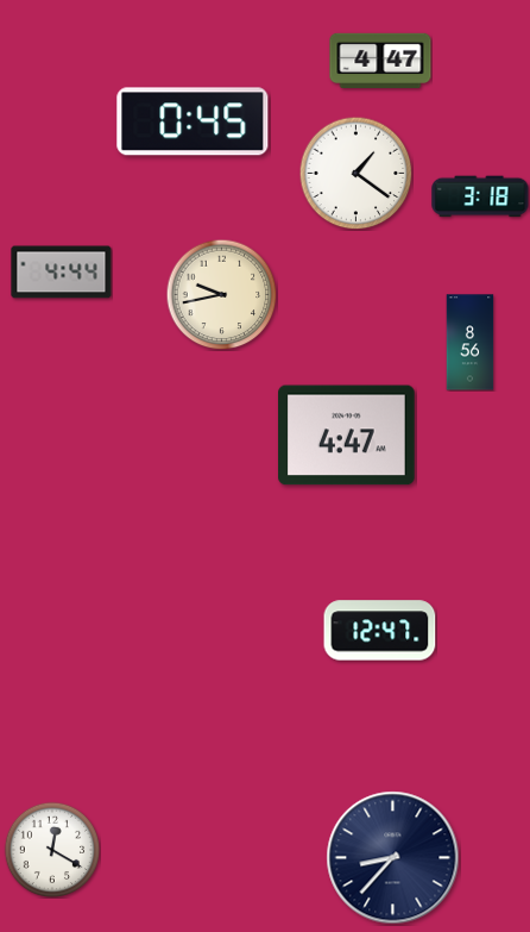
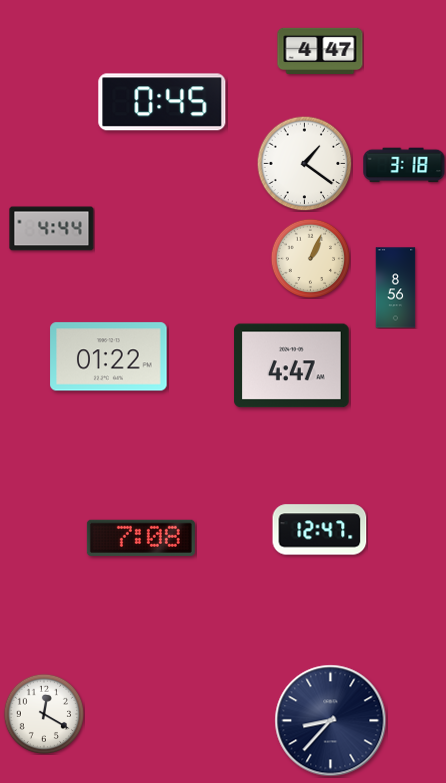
clock at (355, 173) position: (355, 173) -> (304, 163)
clock at (221, 294): 9:43 -> none
clock at (310, 258): none -> 1:04
clock at (109, 357): none -> 01:22
clock at (141, 538): none -> 7:08
